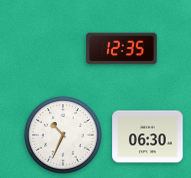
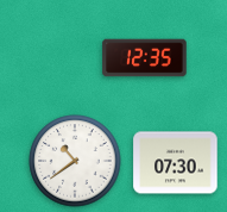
clock at (63, 135): 10:34 -> 10:39
clock at (148, 137): 06:30 -> 07:30
